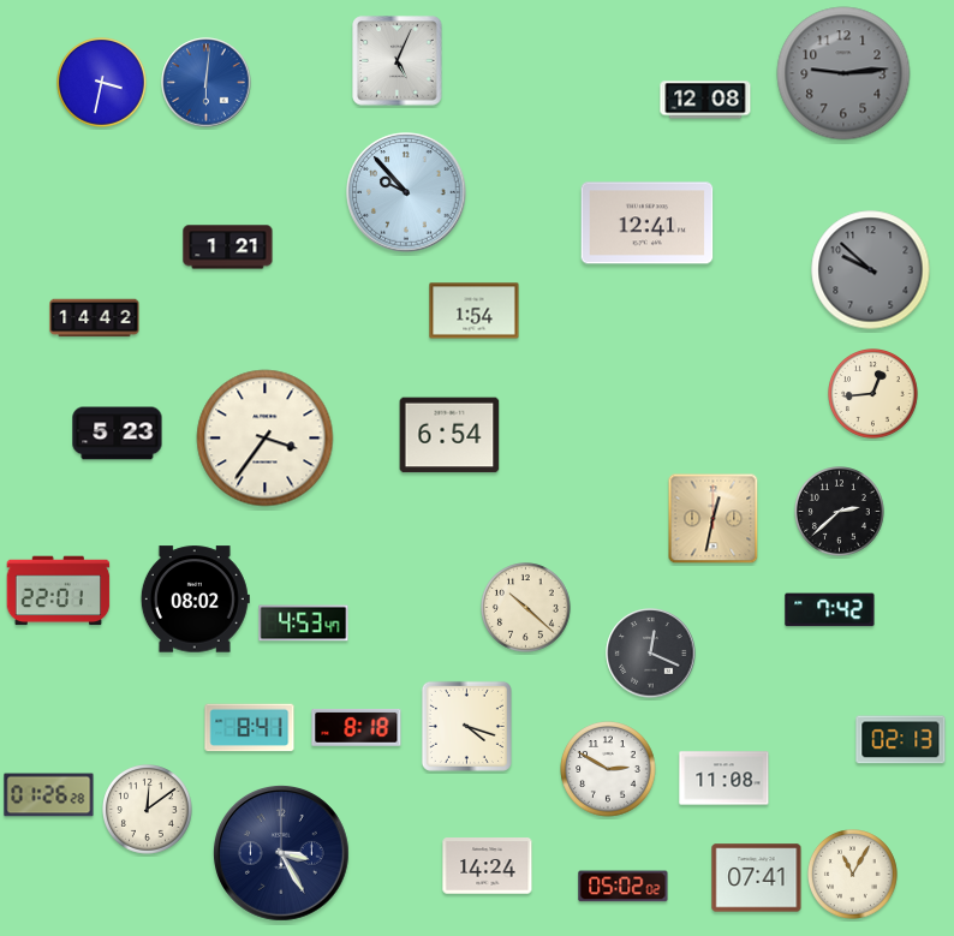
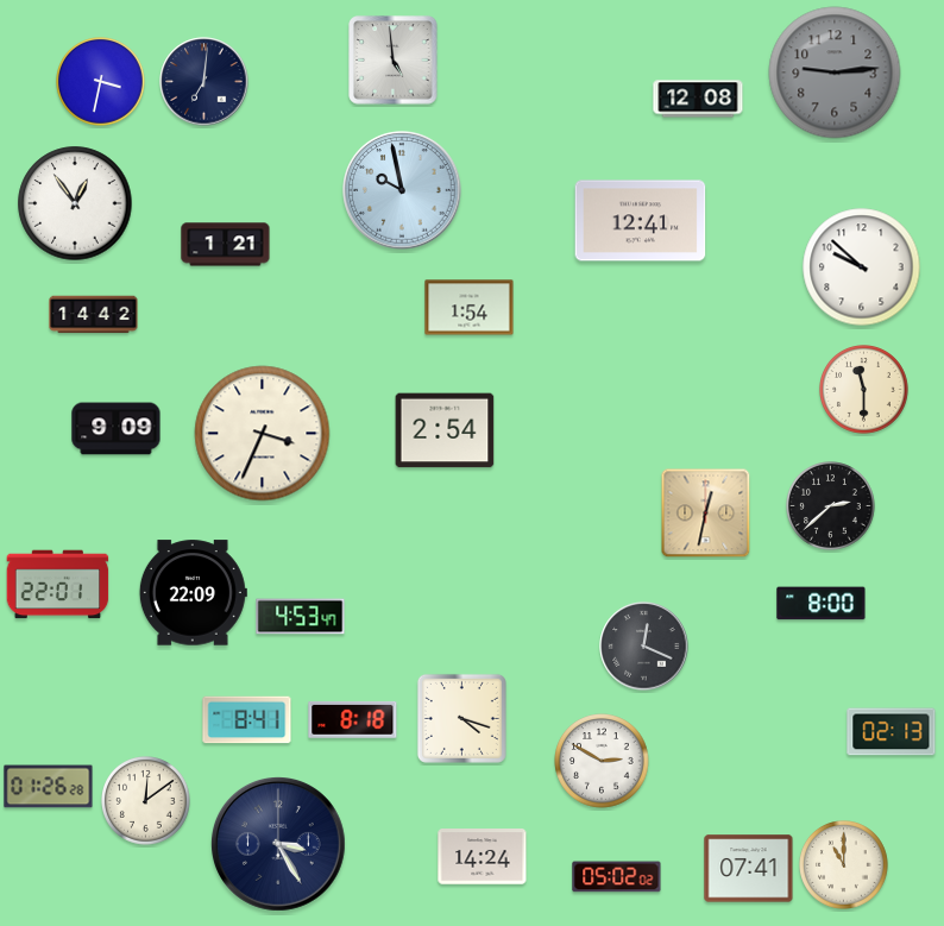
clock at (398, 61): 5:04 -> 4:59
clock at (207, 83): 6:01 -> 7:01
clock at (207, 83) dial: blue -> navy
clock at (406, 192): 9:53 -> 9:58
clock at (75, 203): none -> 12:54
clock at (871, 270) dial: grey -> white
clock at (873, 394): 12:44 -> 11:30
clock at (118, 434): 5:23 -> 9:09
clock at (449, 435): 6:54 -> 2:54
clock at (266, 439): 3:36 -> 3:34
clock at (195, 600): 08:02 -> 22:09
clock at (526, 608): 10:22 -> none
clock at (830, 610): 7:42 -> 8:00
clock at (725, 779): 11:08 -> none
clock at (853, 875): 11:05 -> 11:00
